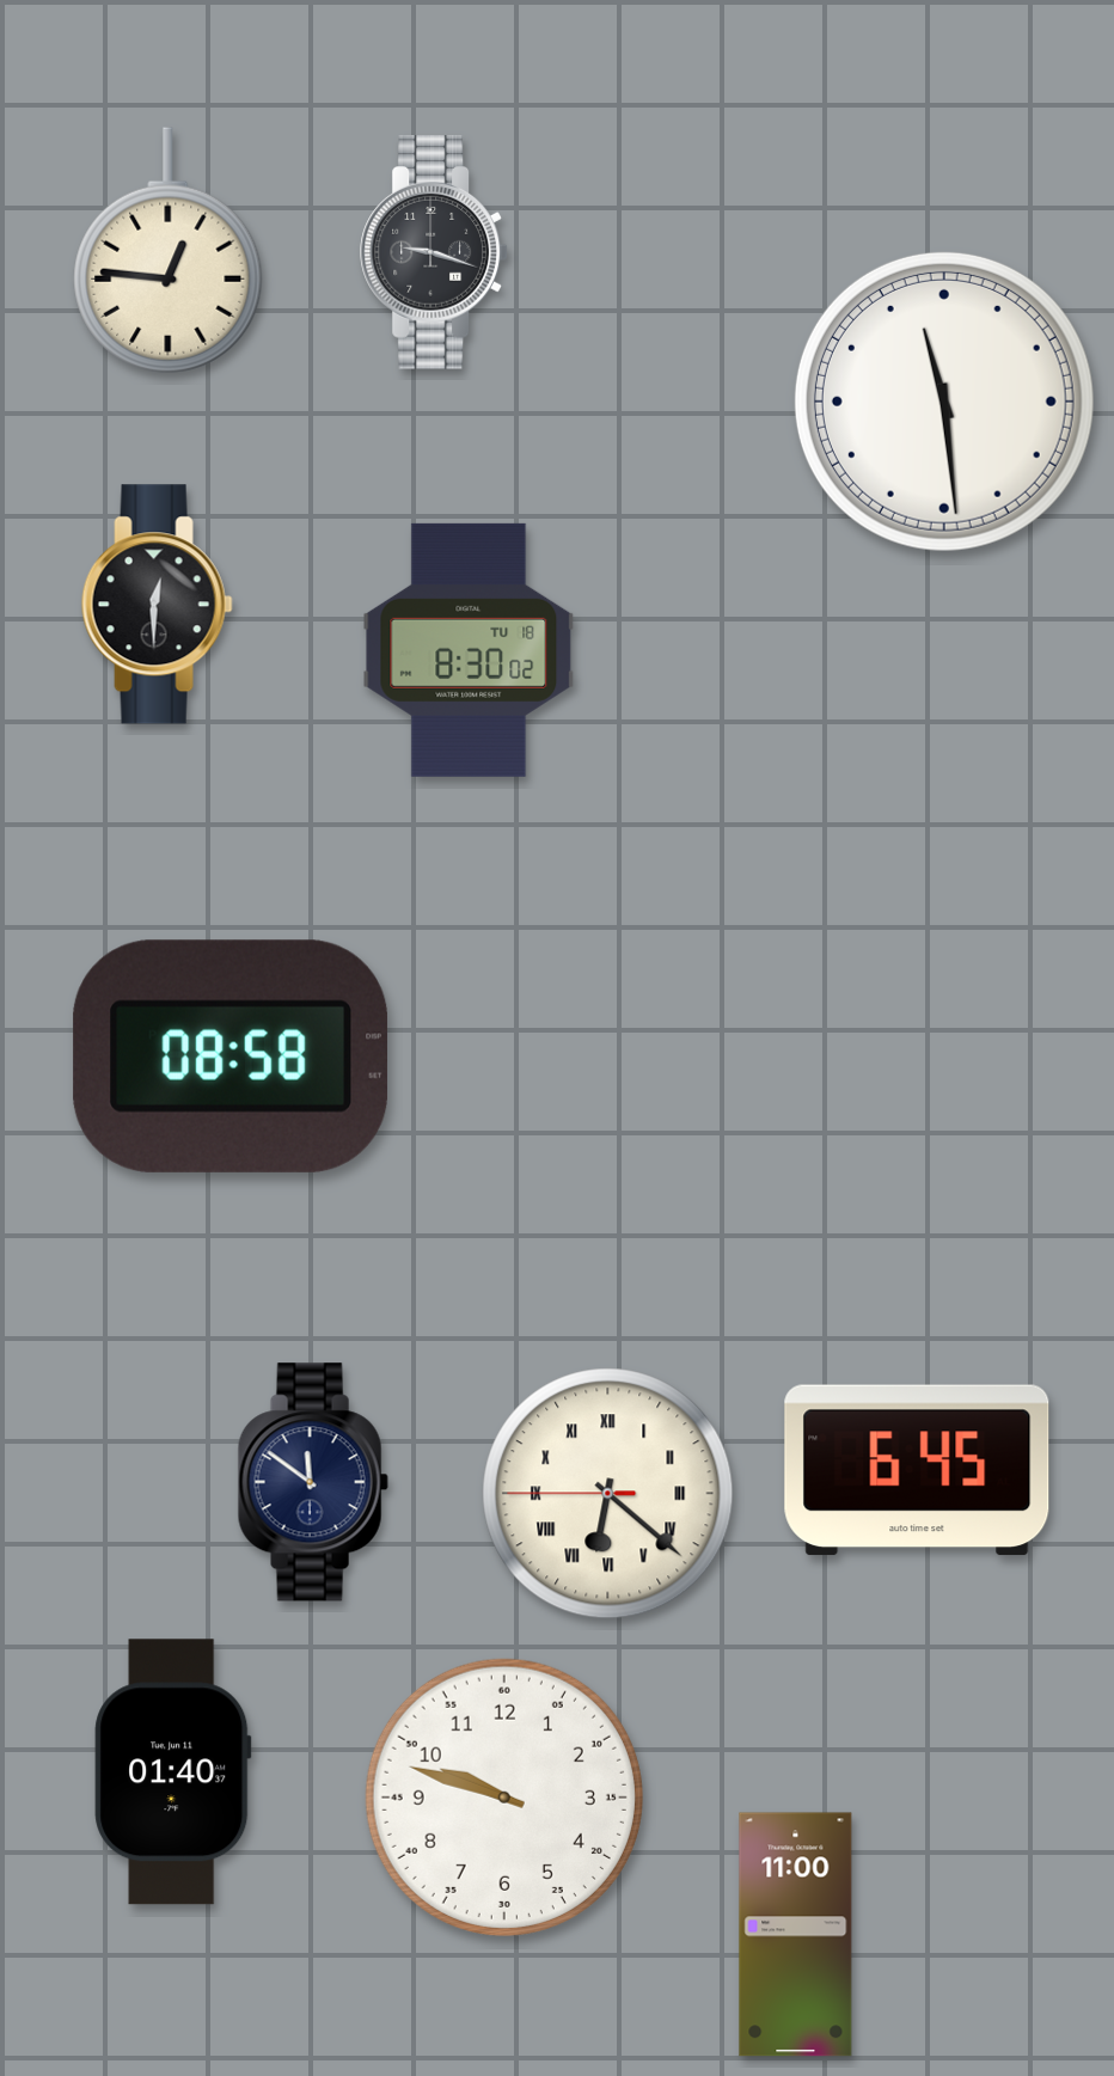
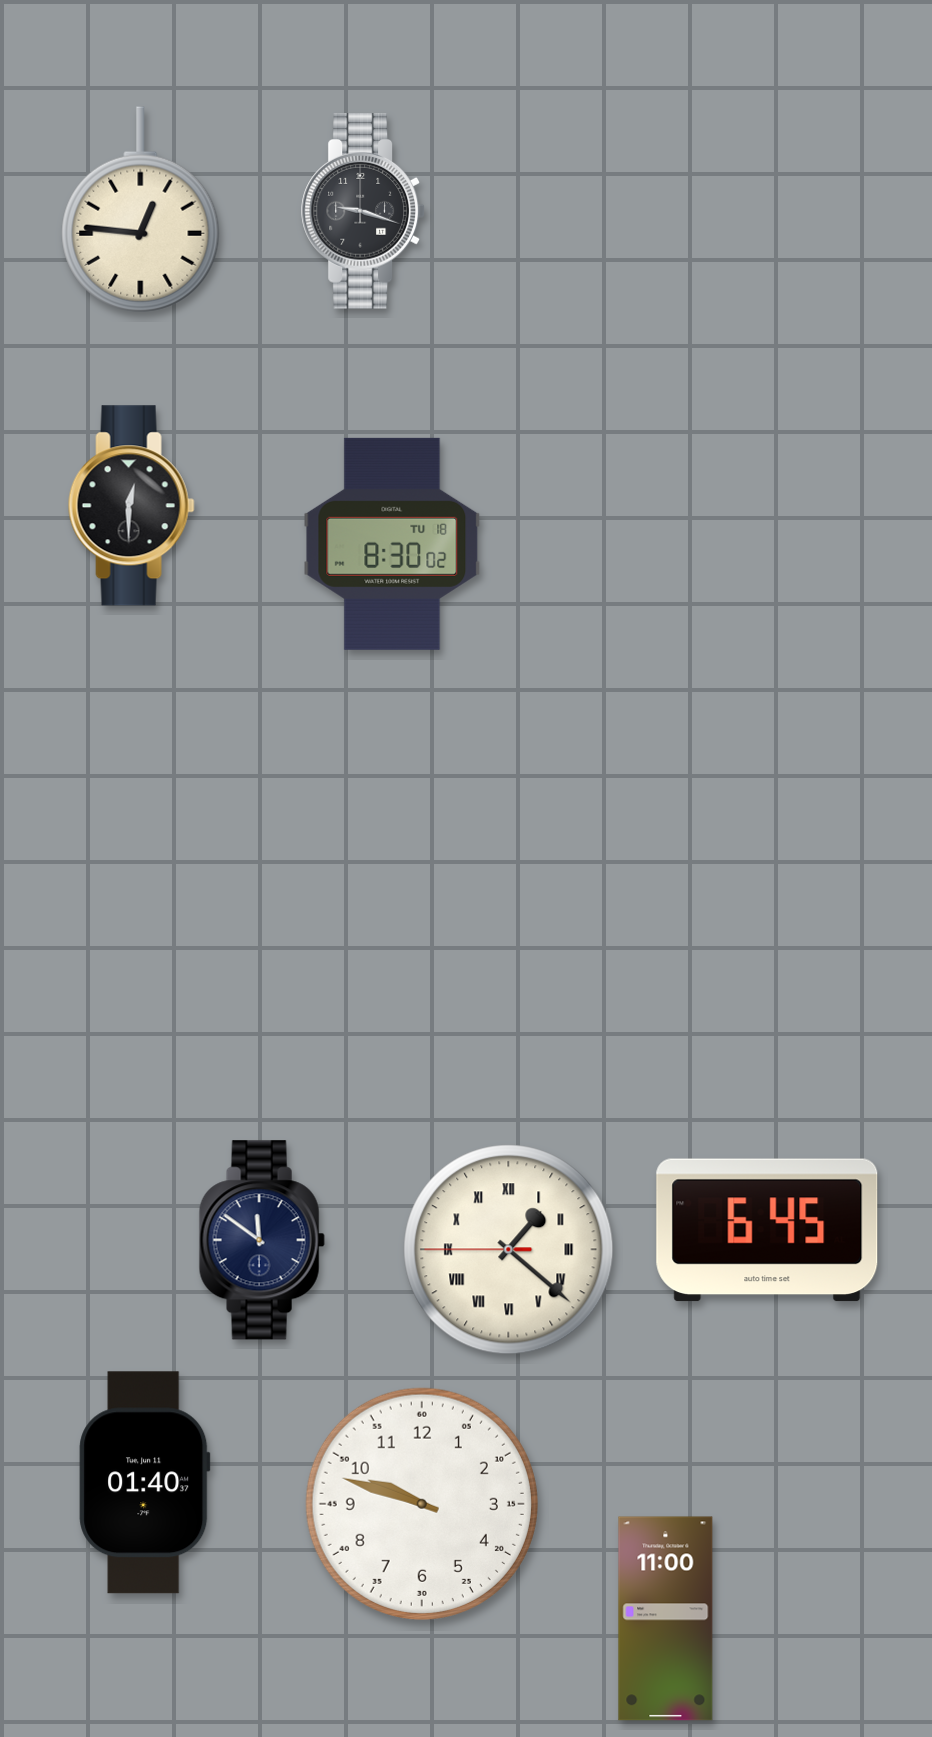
clock at (944, 402): 11:29 -> none
clock at (231, 1057): 08:58 -> none
clock at (608, 1494): 6:21 -> 1:21
